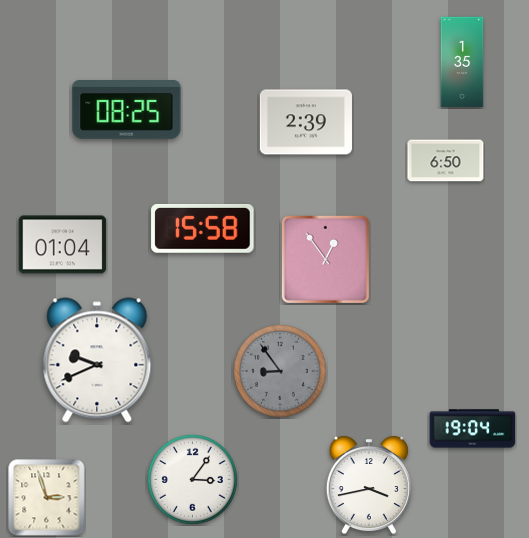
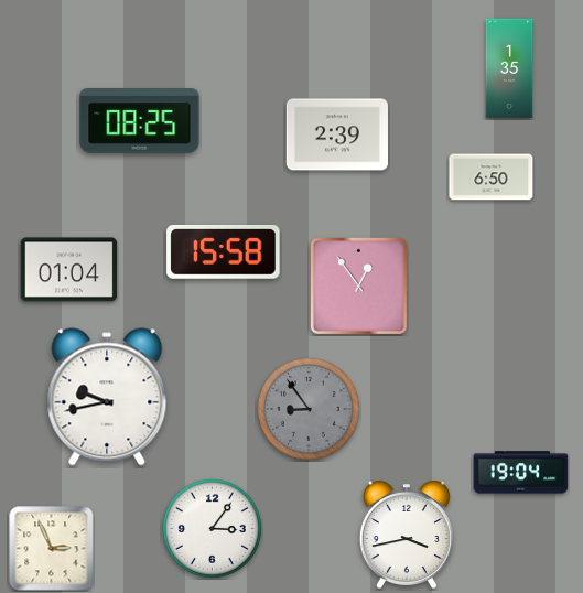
clock at (97, 360): 9:41 -> 9:43
clock at (47, 498): 2:57 -> 2:56
